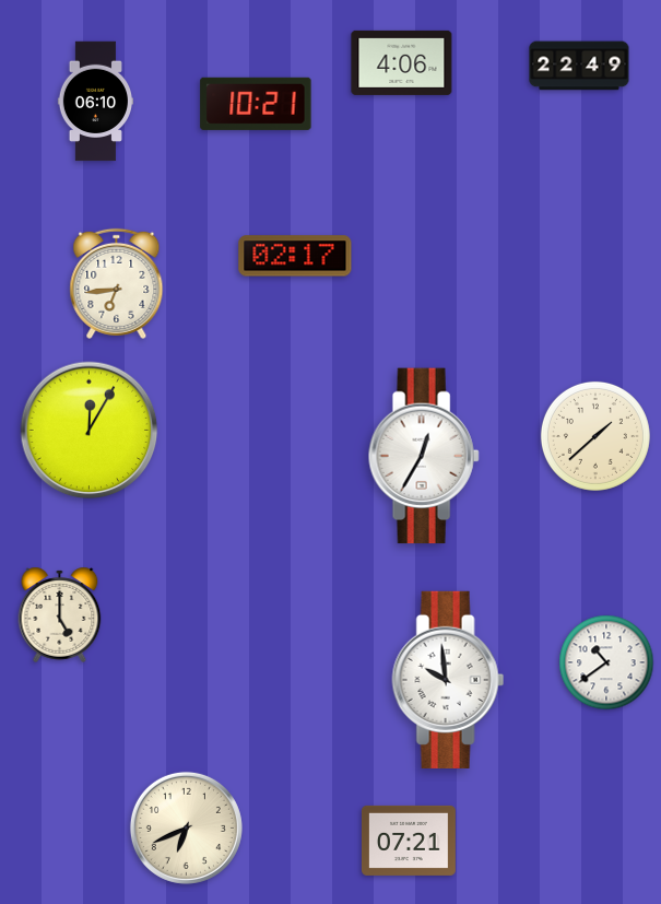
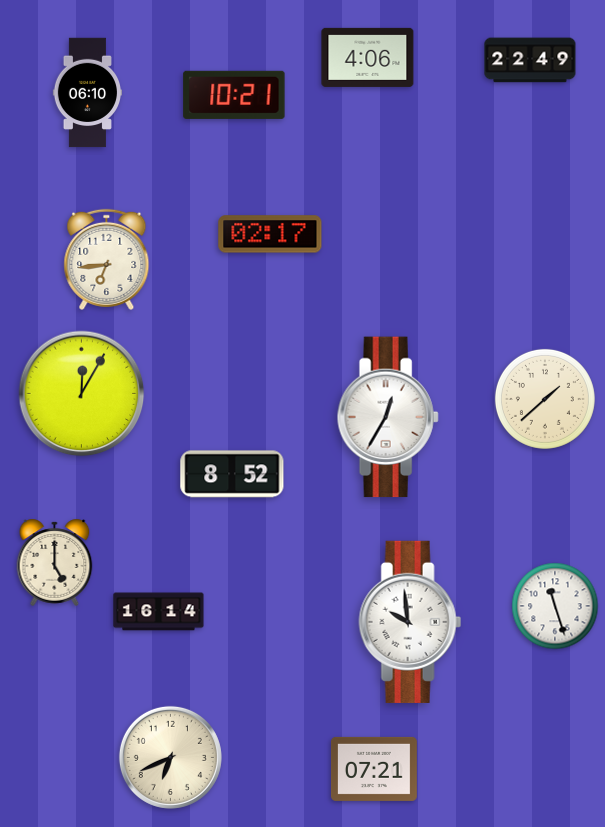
clock at (232, 474): none -> 8:52
clock at (606, 662): 10:39 -> 11:27
clock at (159, 612): none -> 16:14
